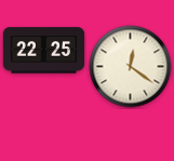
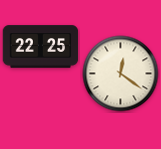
clock at (131, 67) position: (131, 67) -> (121, 74)
